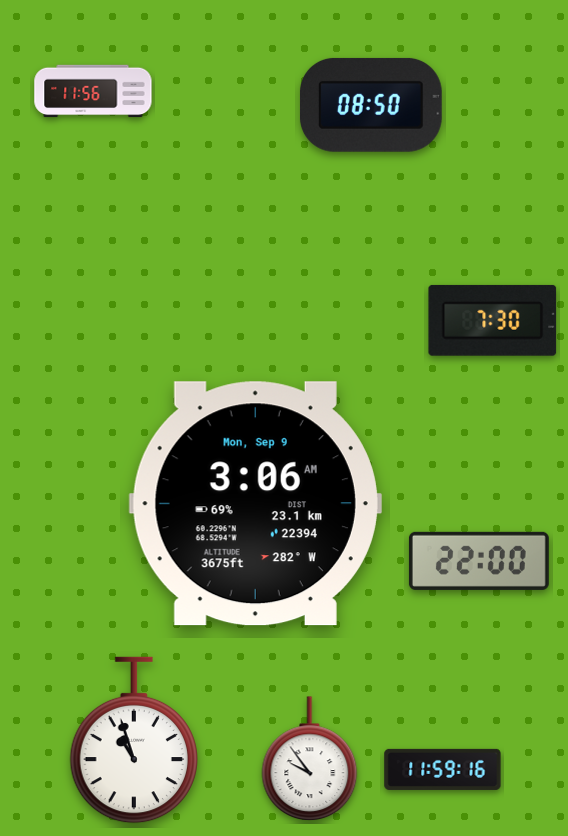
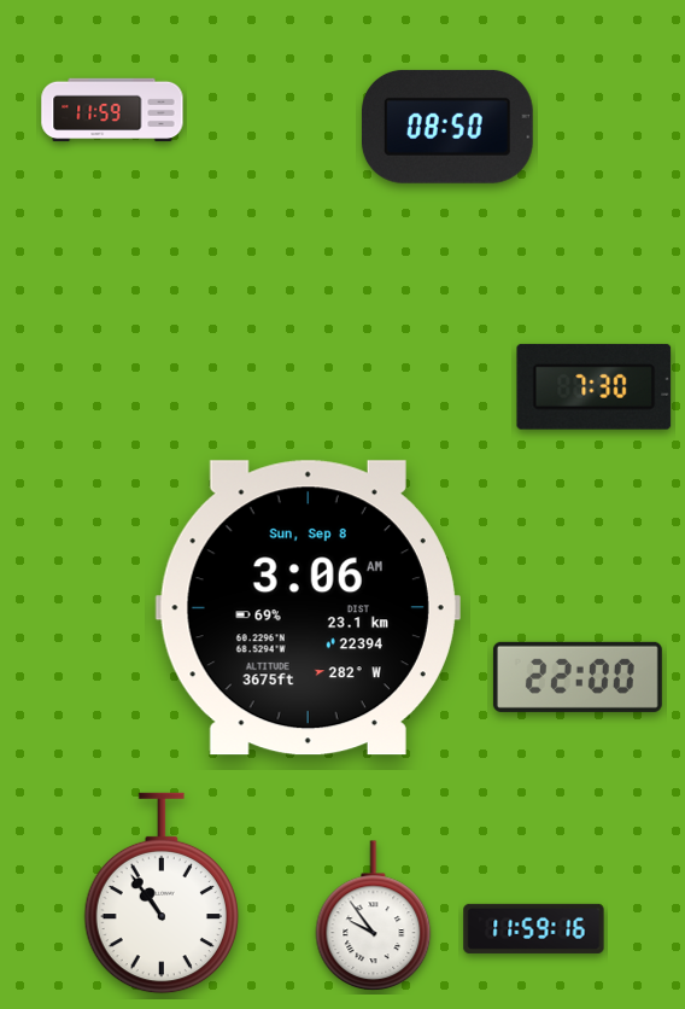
clock at (93, 91): 11:56 -> 11:59
clock at (255, 504) date: Mon, Sep 9 -> Sun, Sep 8
clock at (133, 740): 10:57 -> 10:54
